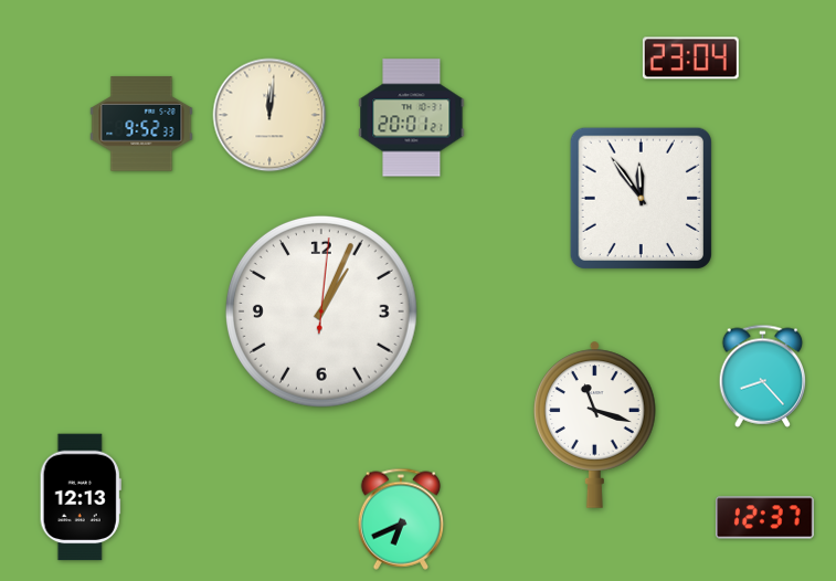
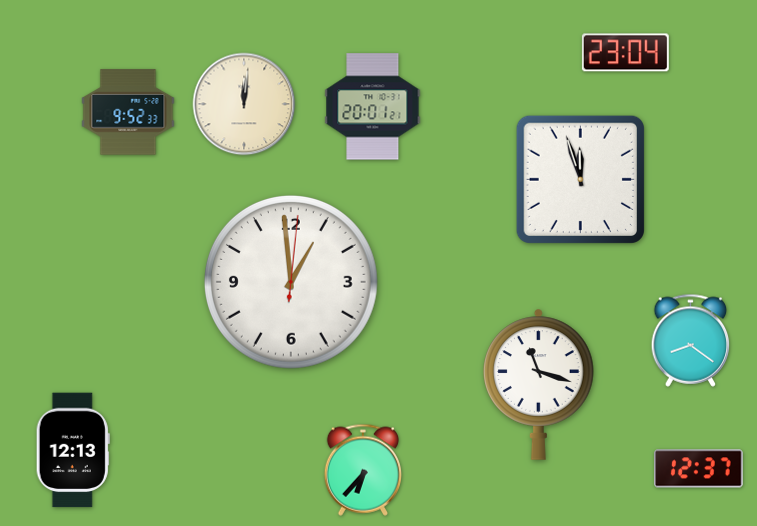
clock at (641, 198): 11:54 -> 11:57
clock at (321, 311): 1:04 -> 12:59
clock at (763, 376): 8:23 -> 8:21
clock at (765, 518) position: (765, 518) -> (699, 469)
clock at (400, 519): 6:41 -> 6:37
